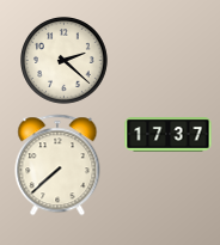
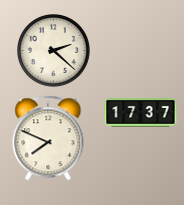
clock at (57, 165): 7:38 -> 7:49
